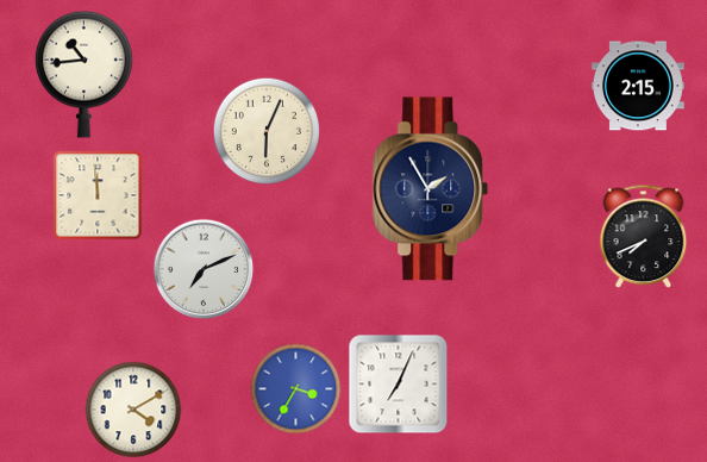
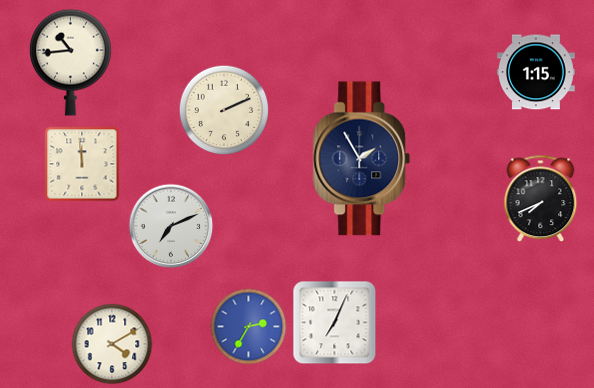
clock at (639, 86): 2:15 -> 1:15
clock at (267, 131): 6:04 -> 2:11
clock at (296, 389): 3:35 -> 2:35
